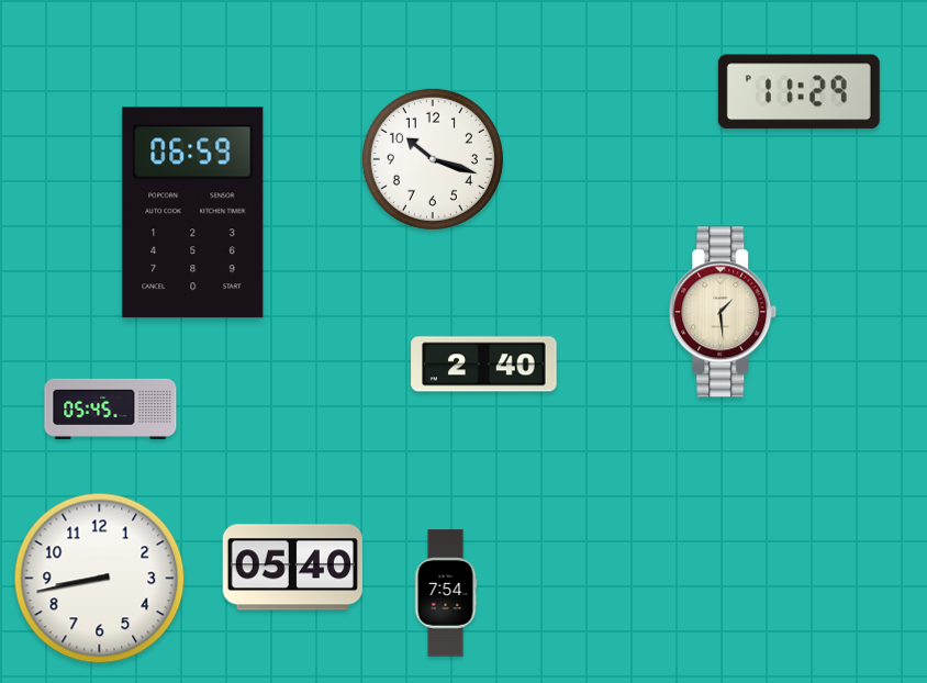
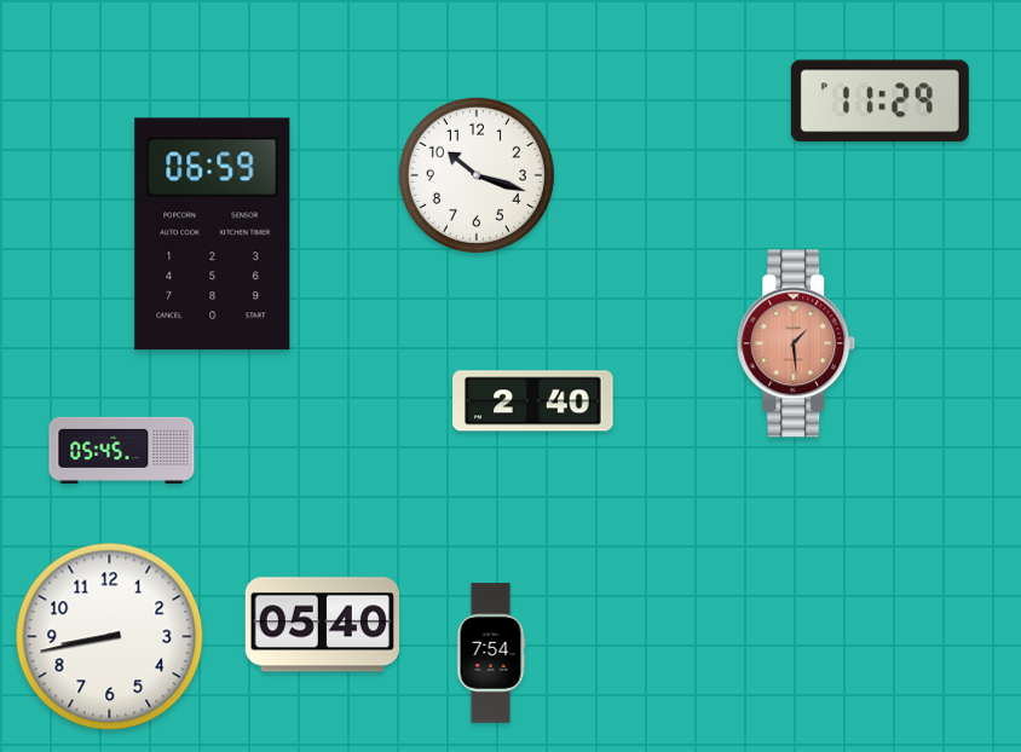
clock at (723, 312) dial: cream -> salmon
